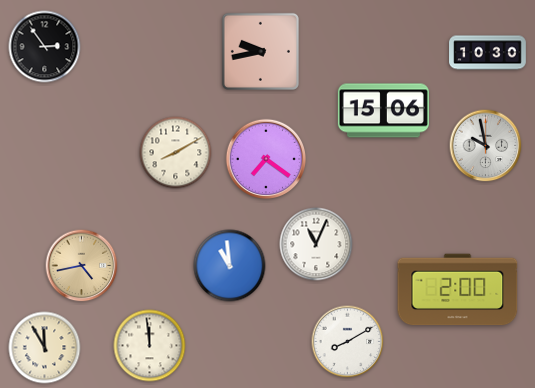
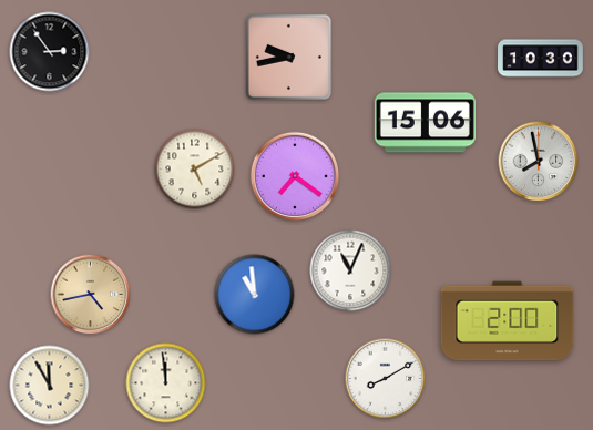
clock at (486, 146): 9:58 -> 7:58
clock at (176, 153): 8:10 -> 5:10
